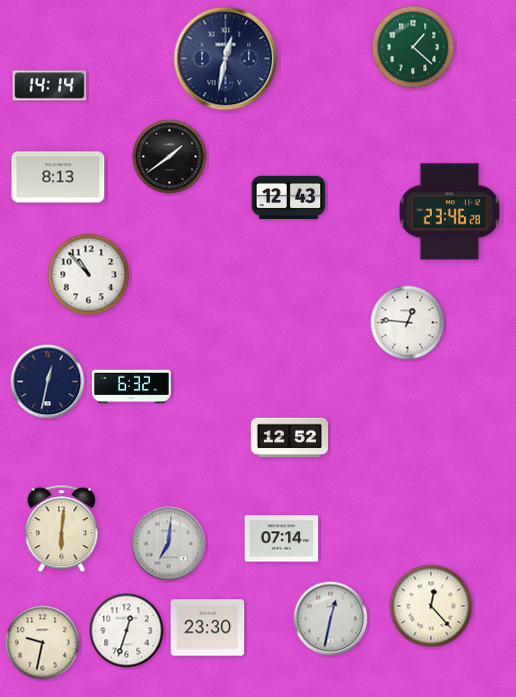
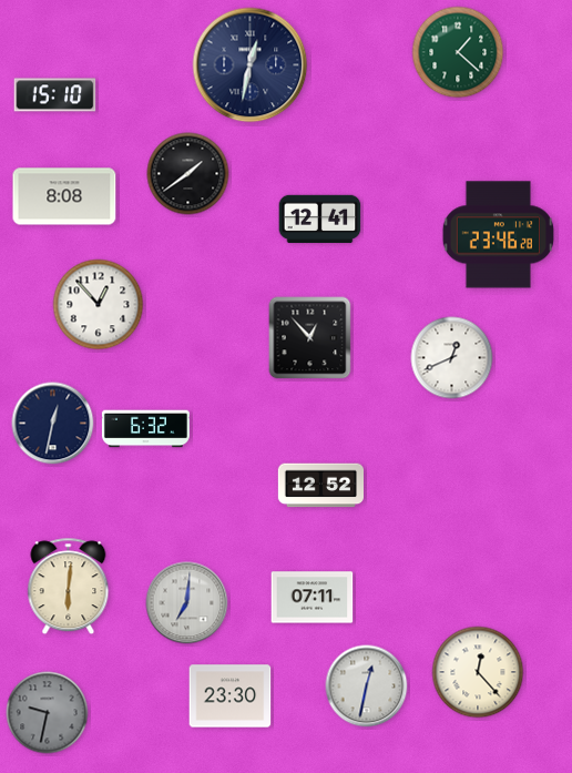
clock at (50, 86): 14:14 -> 15:10
clock at (58, 177): 8:13 -> 8:08
clock at (289, 198): 12:43 -> 12:41
clock at (89, 275): 10:53 -> 12:53
clock at (310, 338): none -> 12:53
clock at (408, 323): 12:46 -> 12:41
clock at (282, 539): 07:14 -> 07:11
clock at (127, 631): 12:33 -> none
clock at (43, 643) dial: cream -> grey
